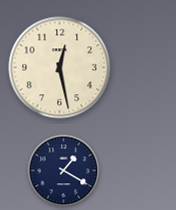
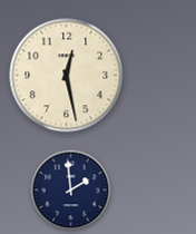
clock at (64, 171): 1:20 -> 1:59
